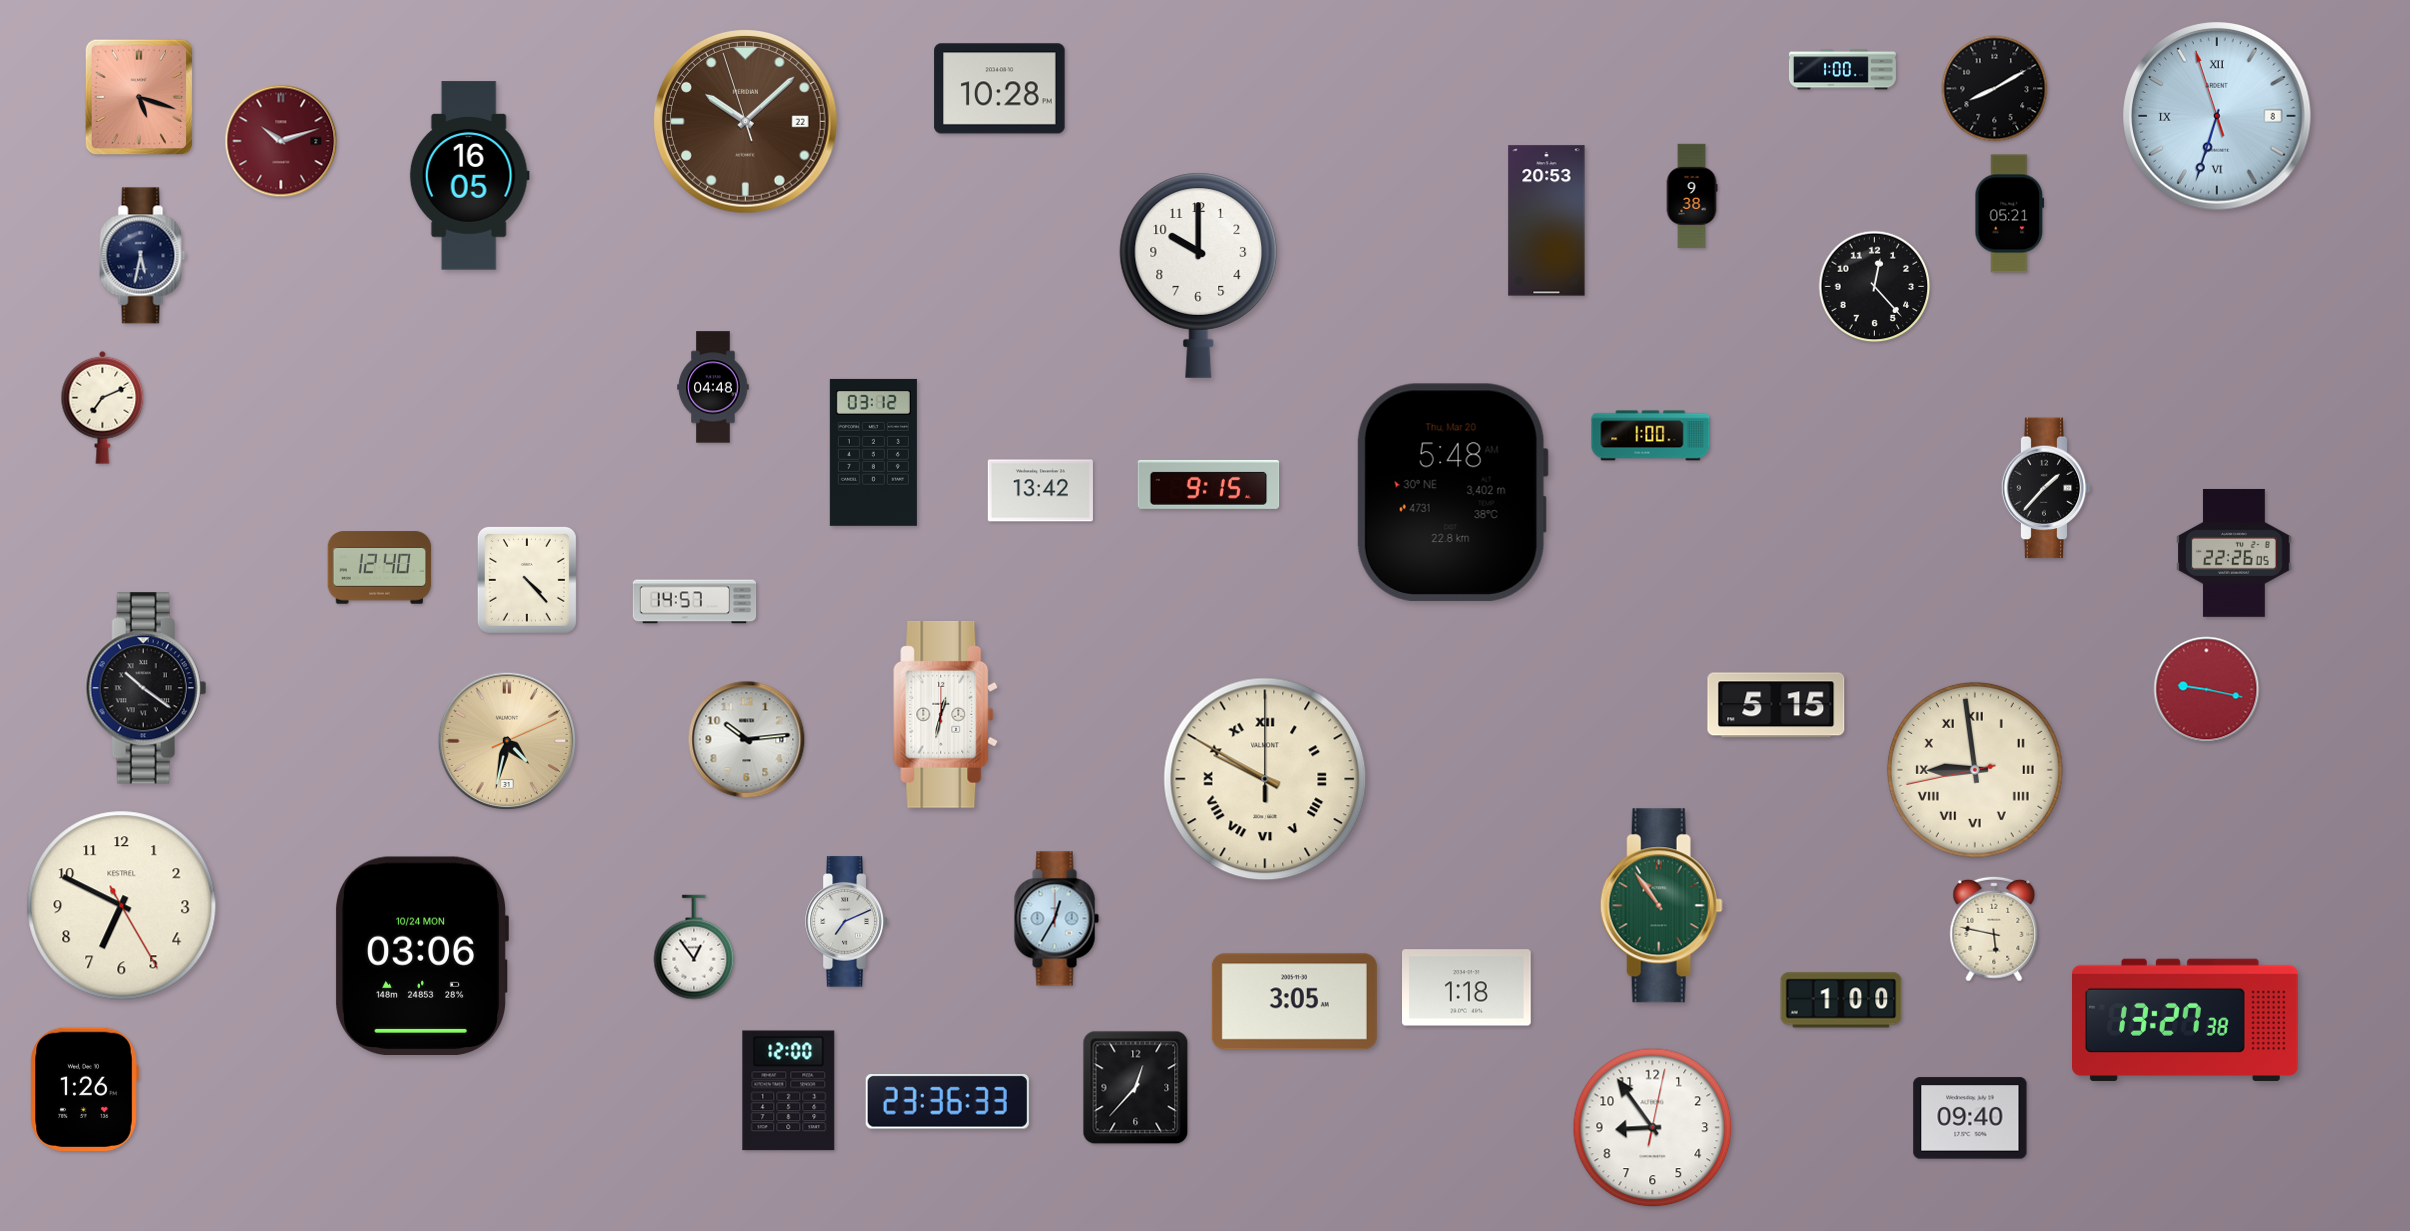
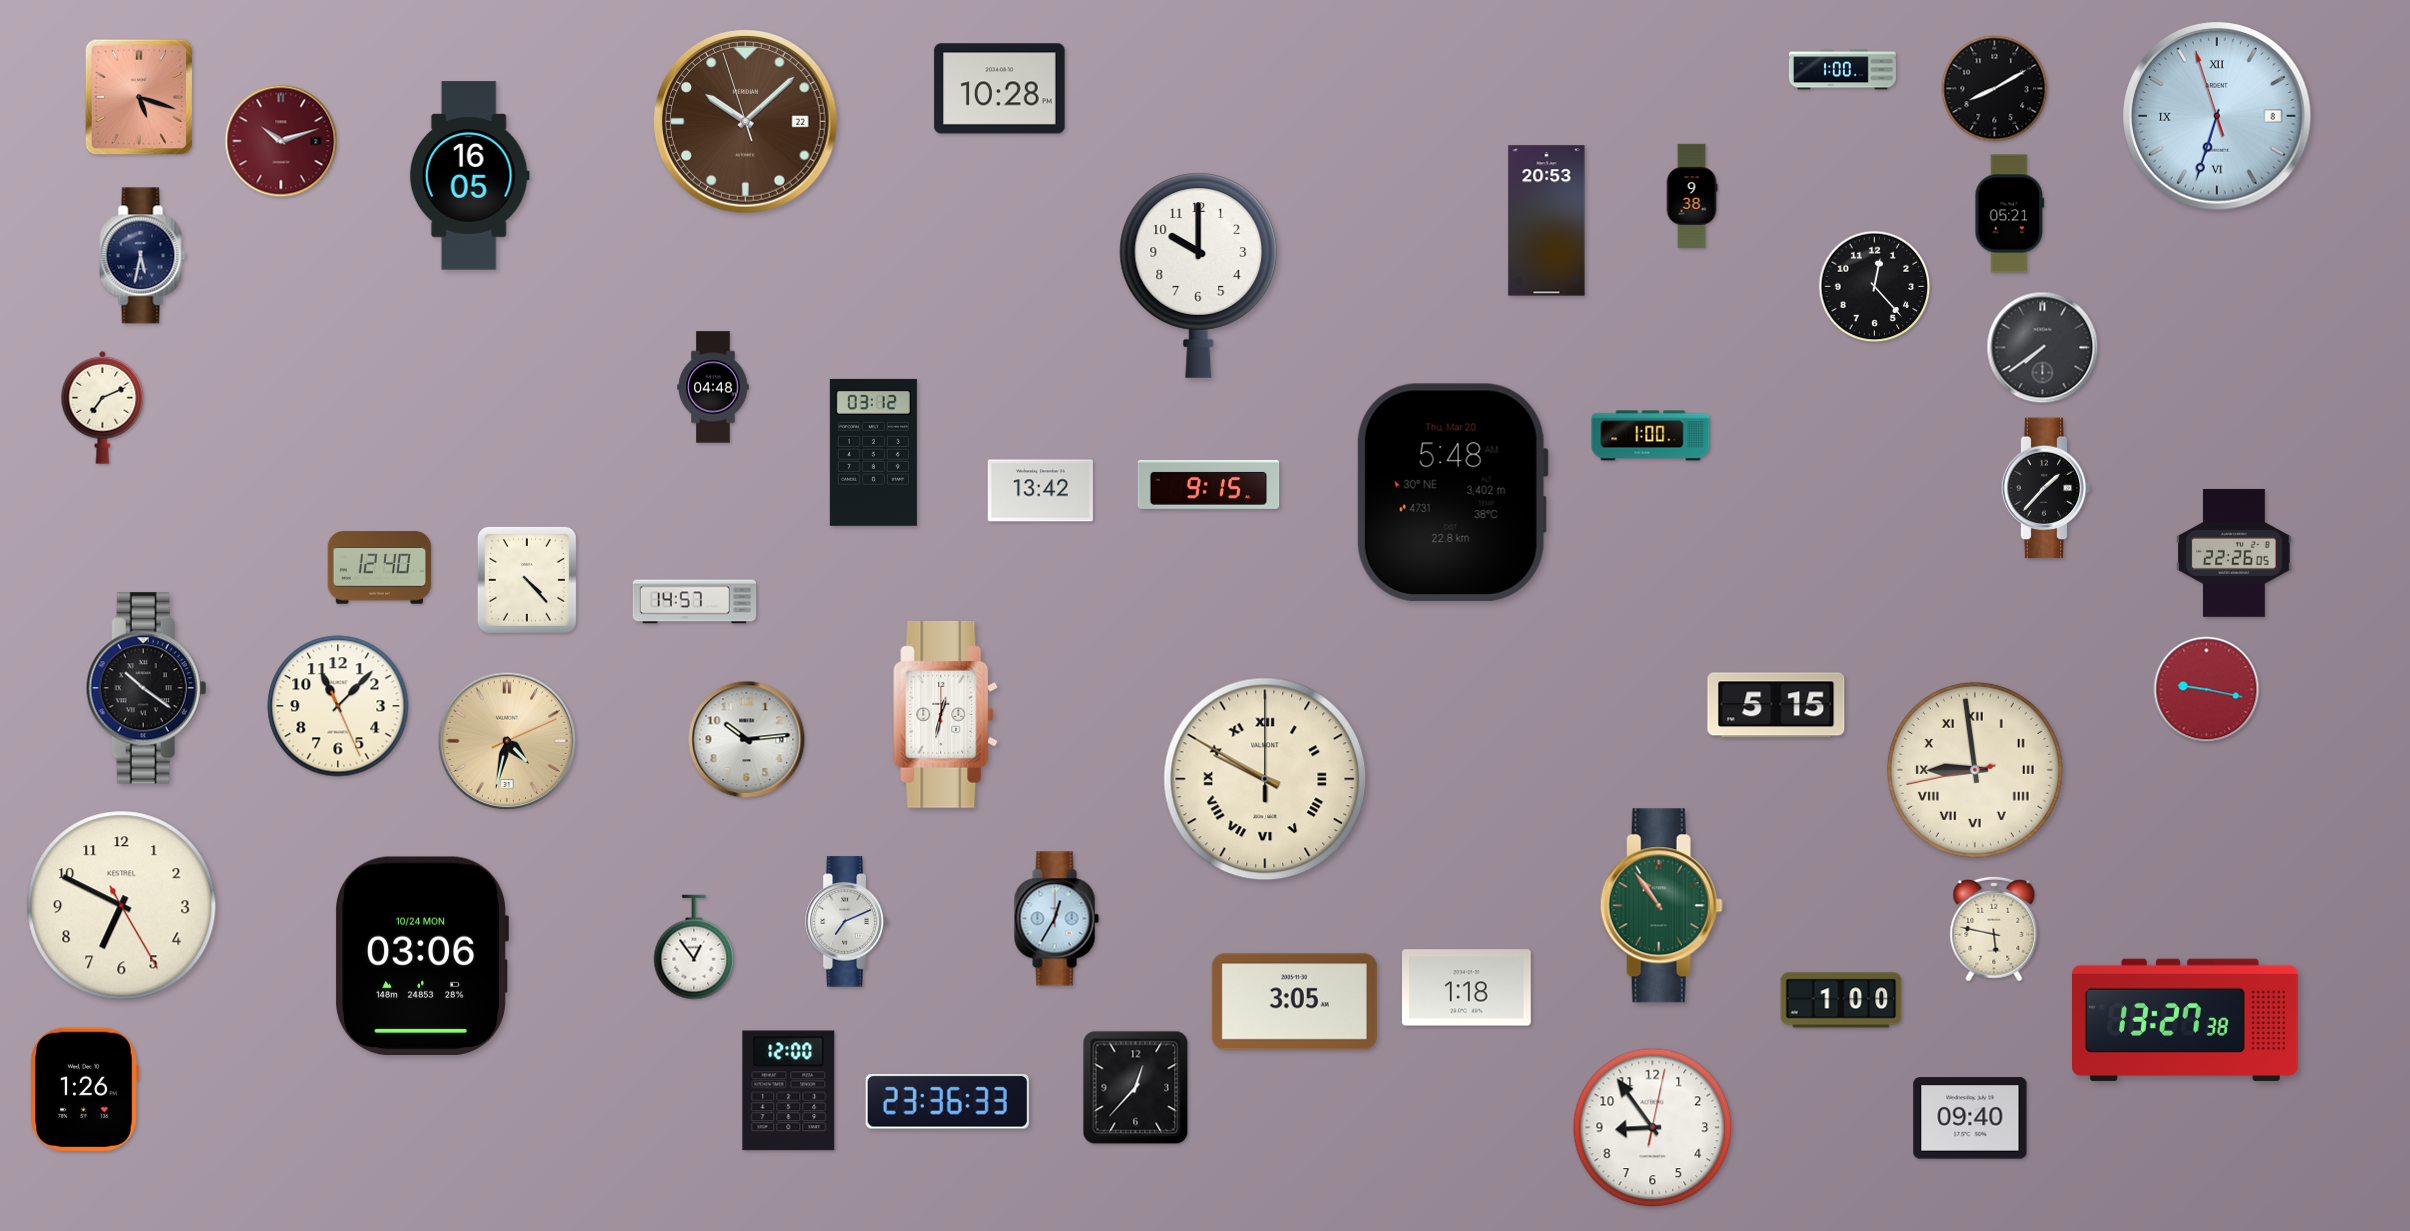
clock at (2043, 348): none -> 7:39
clock at (338, 706): none -> 11:07
